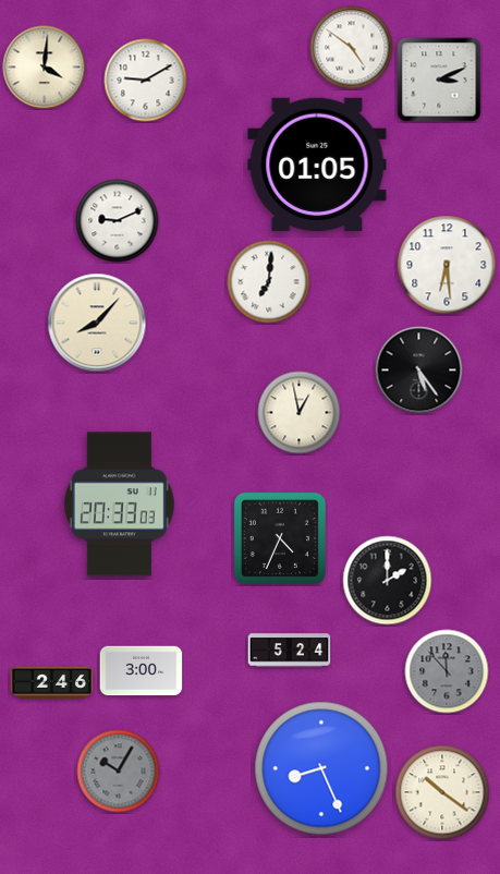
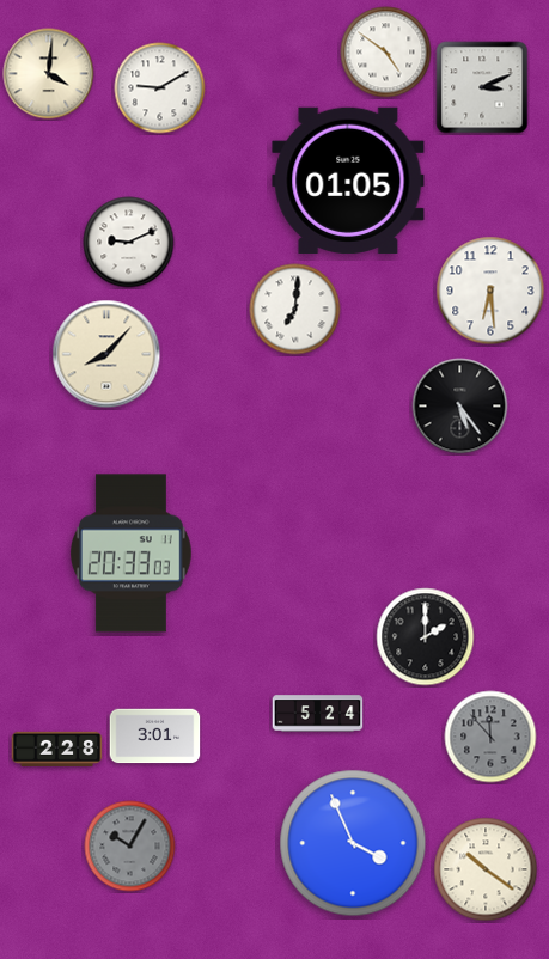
clock at (300, 413): 12:58 -> none
clock at (280, 538): 4:34 -> none
clock at (142, 671): 3:00 -> 3:01
clock at (52, 682): 2:46 -> 2:28
clock at (321, 768): 8:26 -> 3:56
